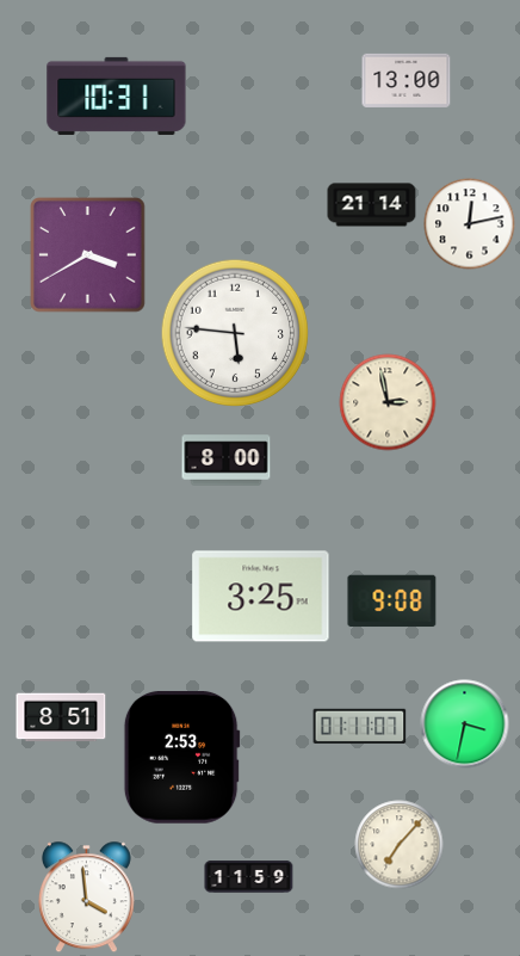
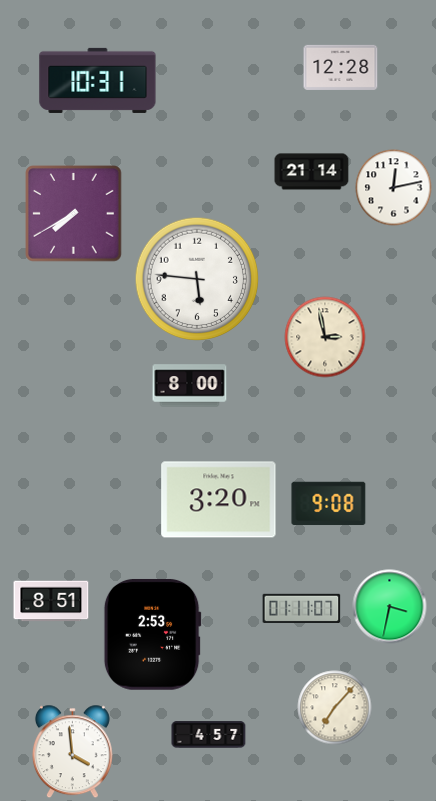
clock at (407, 80): 13:00 -> 12:28
clock at (88, 255): 3:40 -> 7:40
clock at (261, 597): 3:25 -> 3:20
clock at (249, 877): 11:59 -> 4:57
